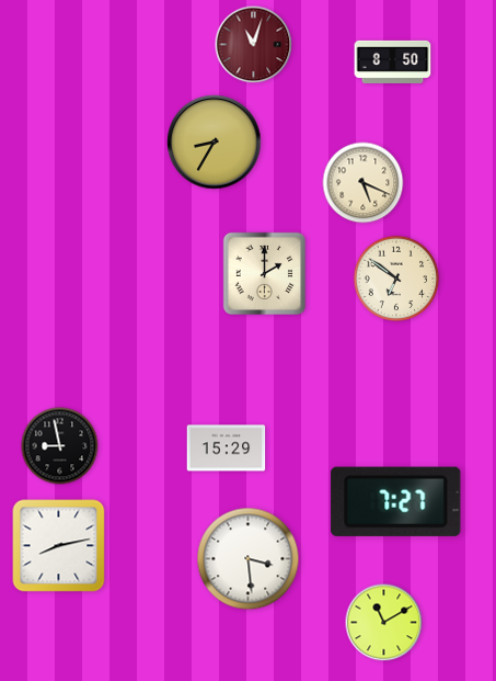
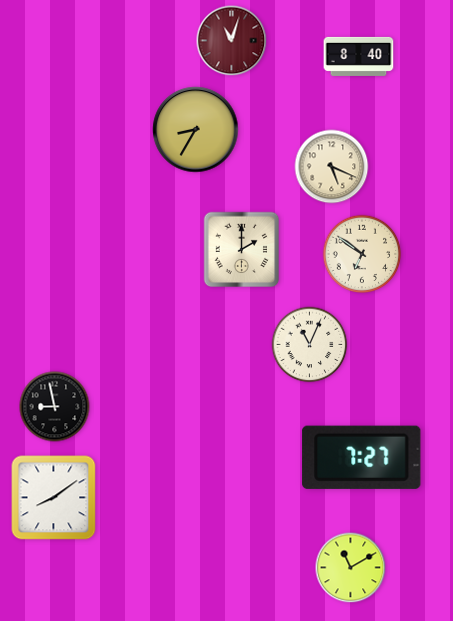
clock at (393, 61): 8:50 -> 8:40
clock at (310, 345): none -> 11:04
clock at (227, 449): 15:29 -> none
clock at (59, 546): 8:13 -> 8:09
clock at (249, 559): 3:29 -> none
